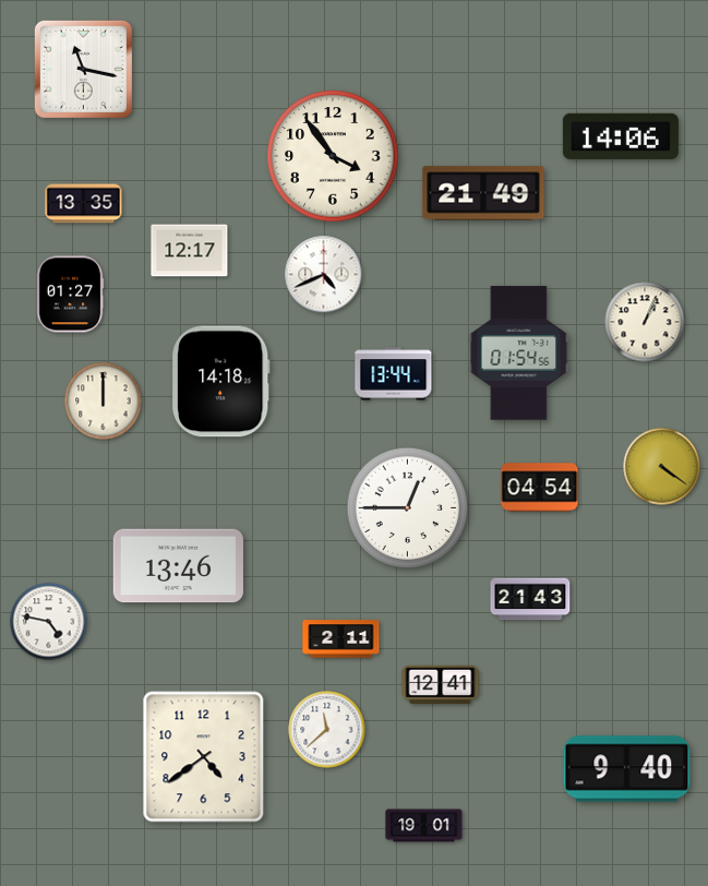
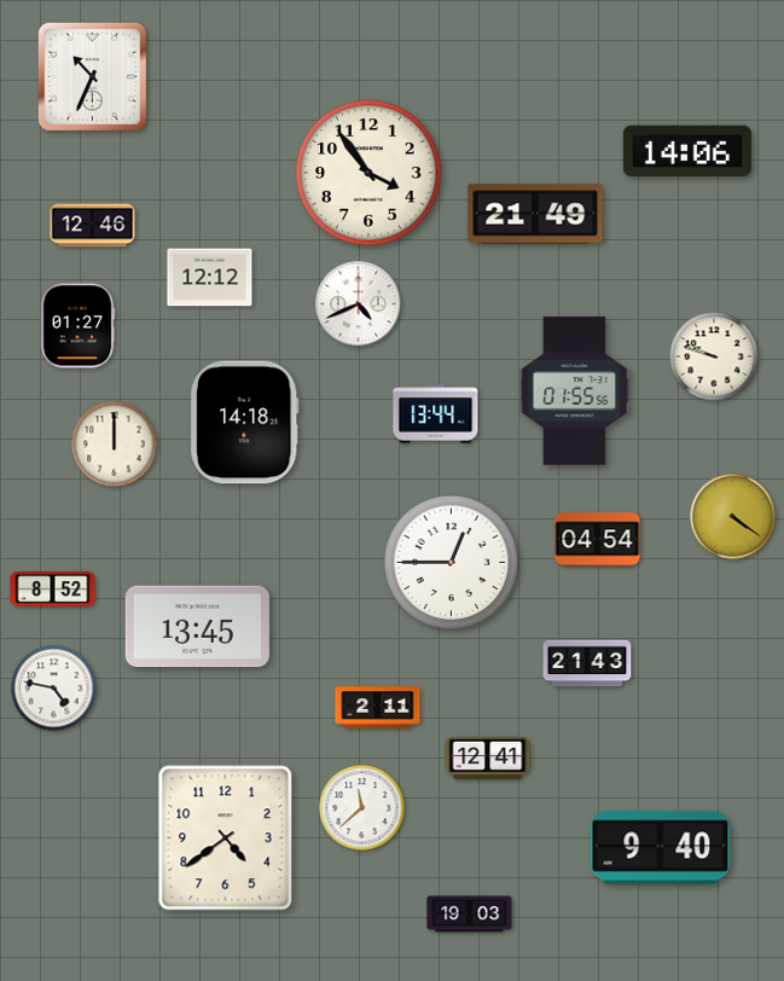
clock at (83, 69): 11:17 -> 10:34
clock at (84, 204): 13:35 -> 12:46
clock at (190, 251): 12:17 -> 12:12
clock at (645, 322): 1:04 -> 9:48
clock at (519, 354): 01:54 -> 01:55
clock at (53, 590): none -> 8:52
clock at (178, 566): 13:46 -> 13:45
clock at (627, 769) position: (627, 769) -> (661, 848)
clock at (424, 826): 19:01 -> 19:03
